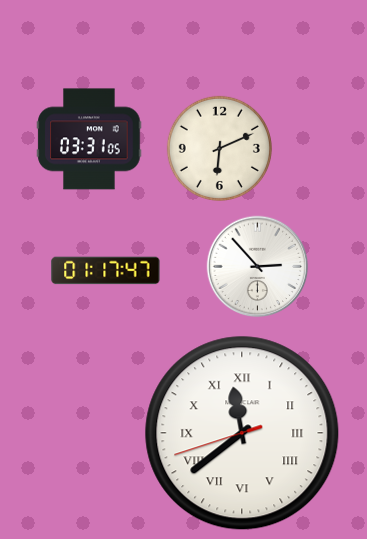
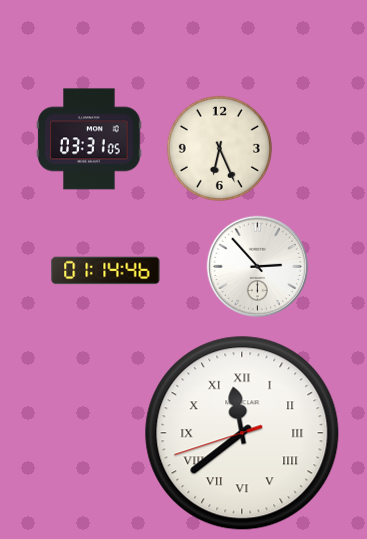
clock at (219, 148): 6:11 -> 6:26
clock at (106, 271): 01:17 -> 01:14
